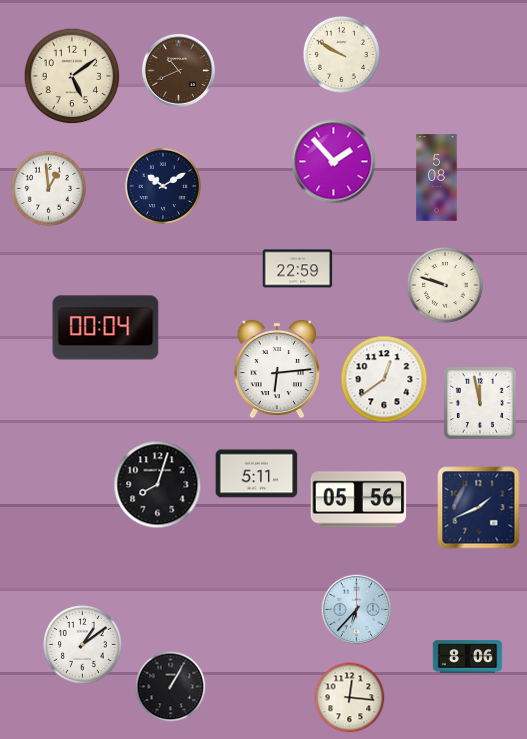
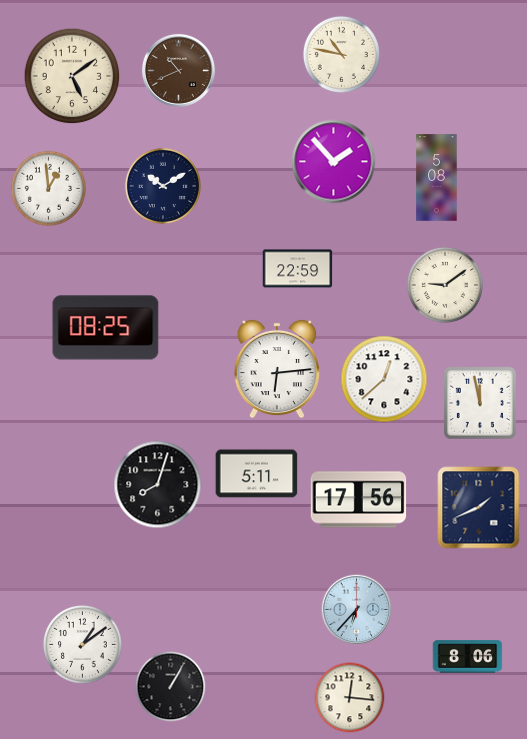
clock at (341, 54): 9:50 -> 10:47
clock at (445, 285): 9:48 -> 9:09
clock at (106, 328): 00:04 -> 08:25
clock at (384, 379): 12:39 -> 12:38
clock at (359, 500): 05:56 -> 17:56
